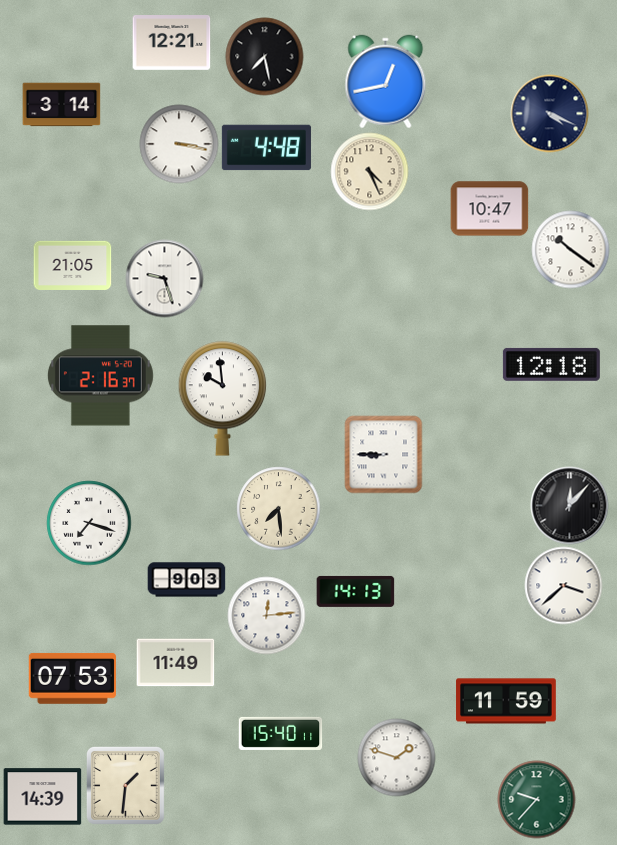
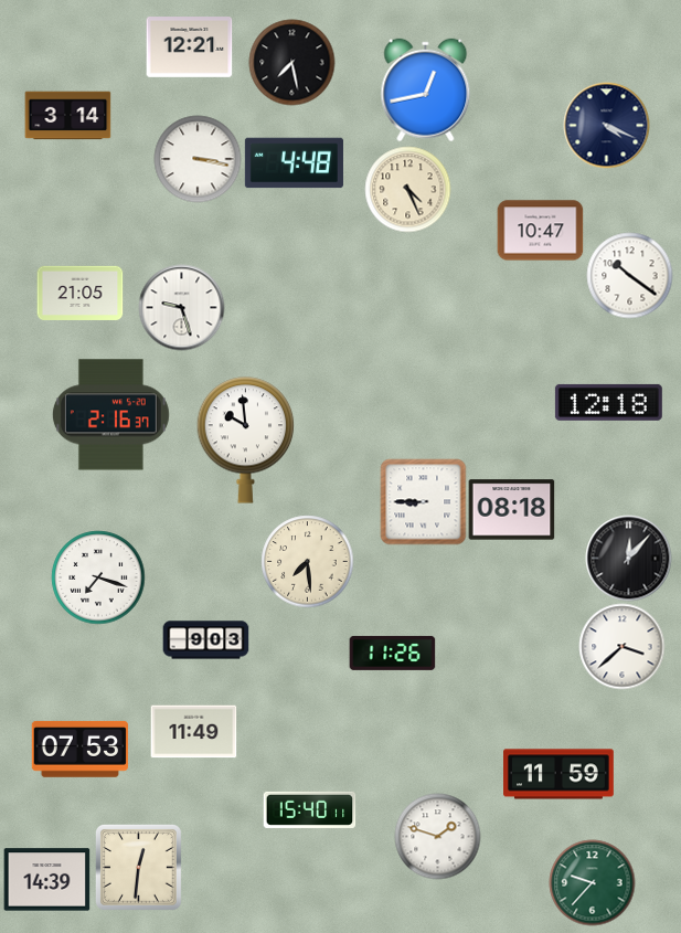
clock at (511, 510): none -> 08:18
clock at (355, 591): 14:13 -> 11:26
clock at (266, 615): 12:14 -> none
clock at (125, 785): 1:31 -> 12:31
